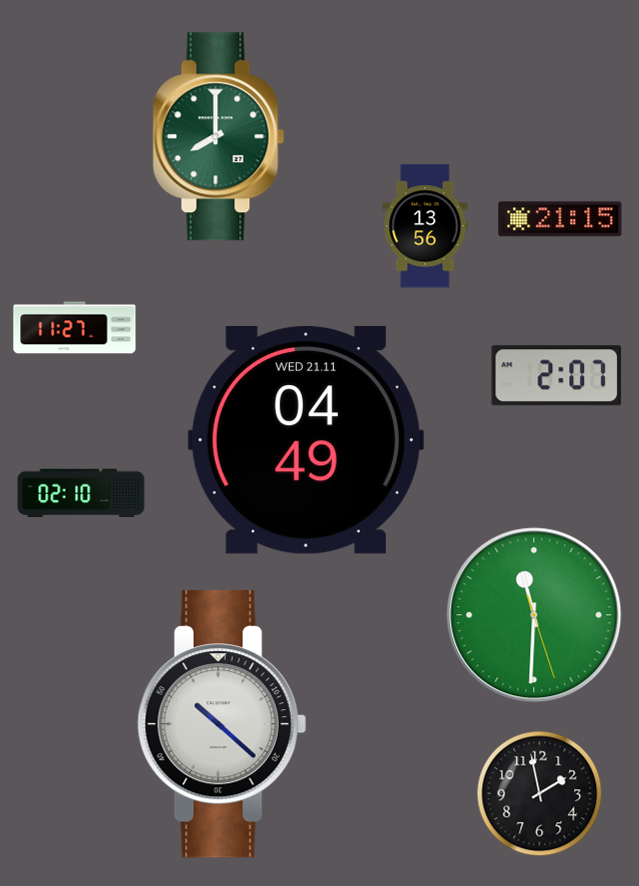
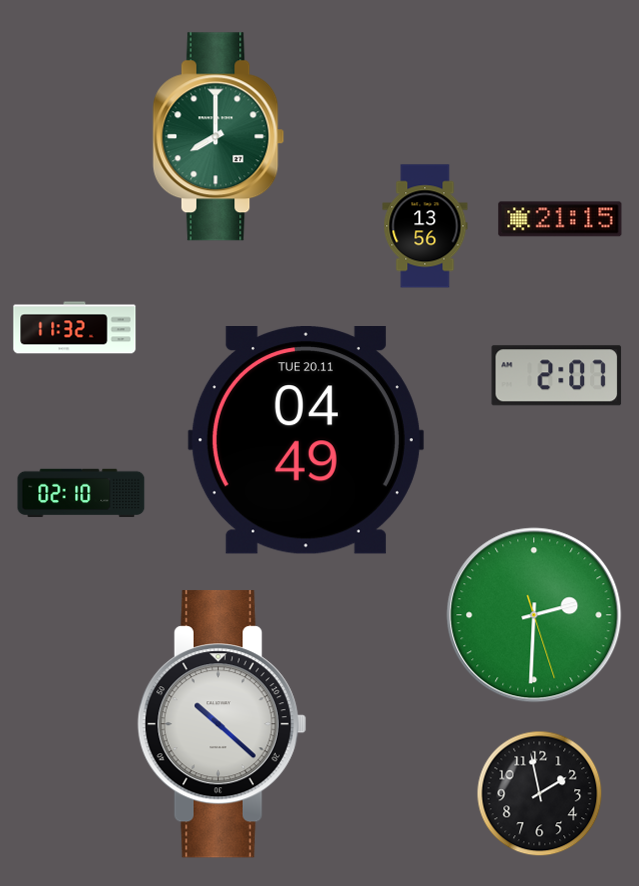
clock at (75, 328): 11:27 -> 11:32
clock at (306, 441) date: WED 21.11 -> TUE 20.11
clock at (534, 615): 11:30 -> 2:30
